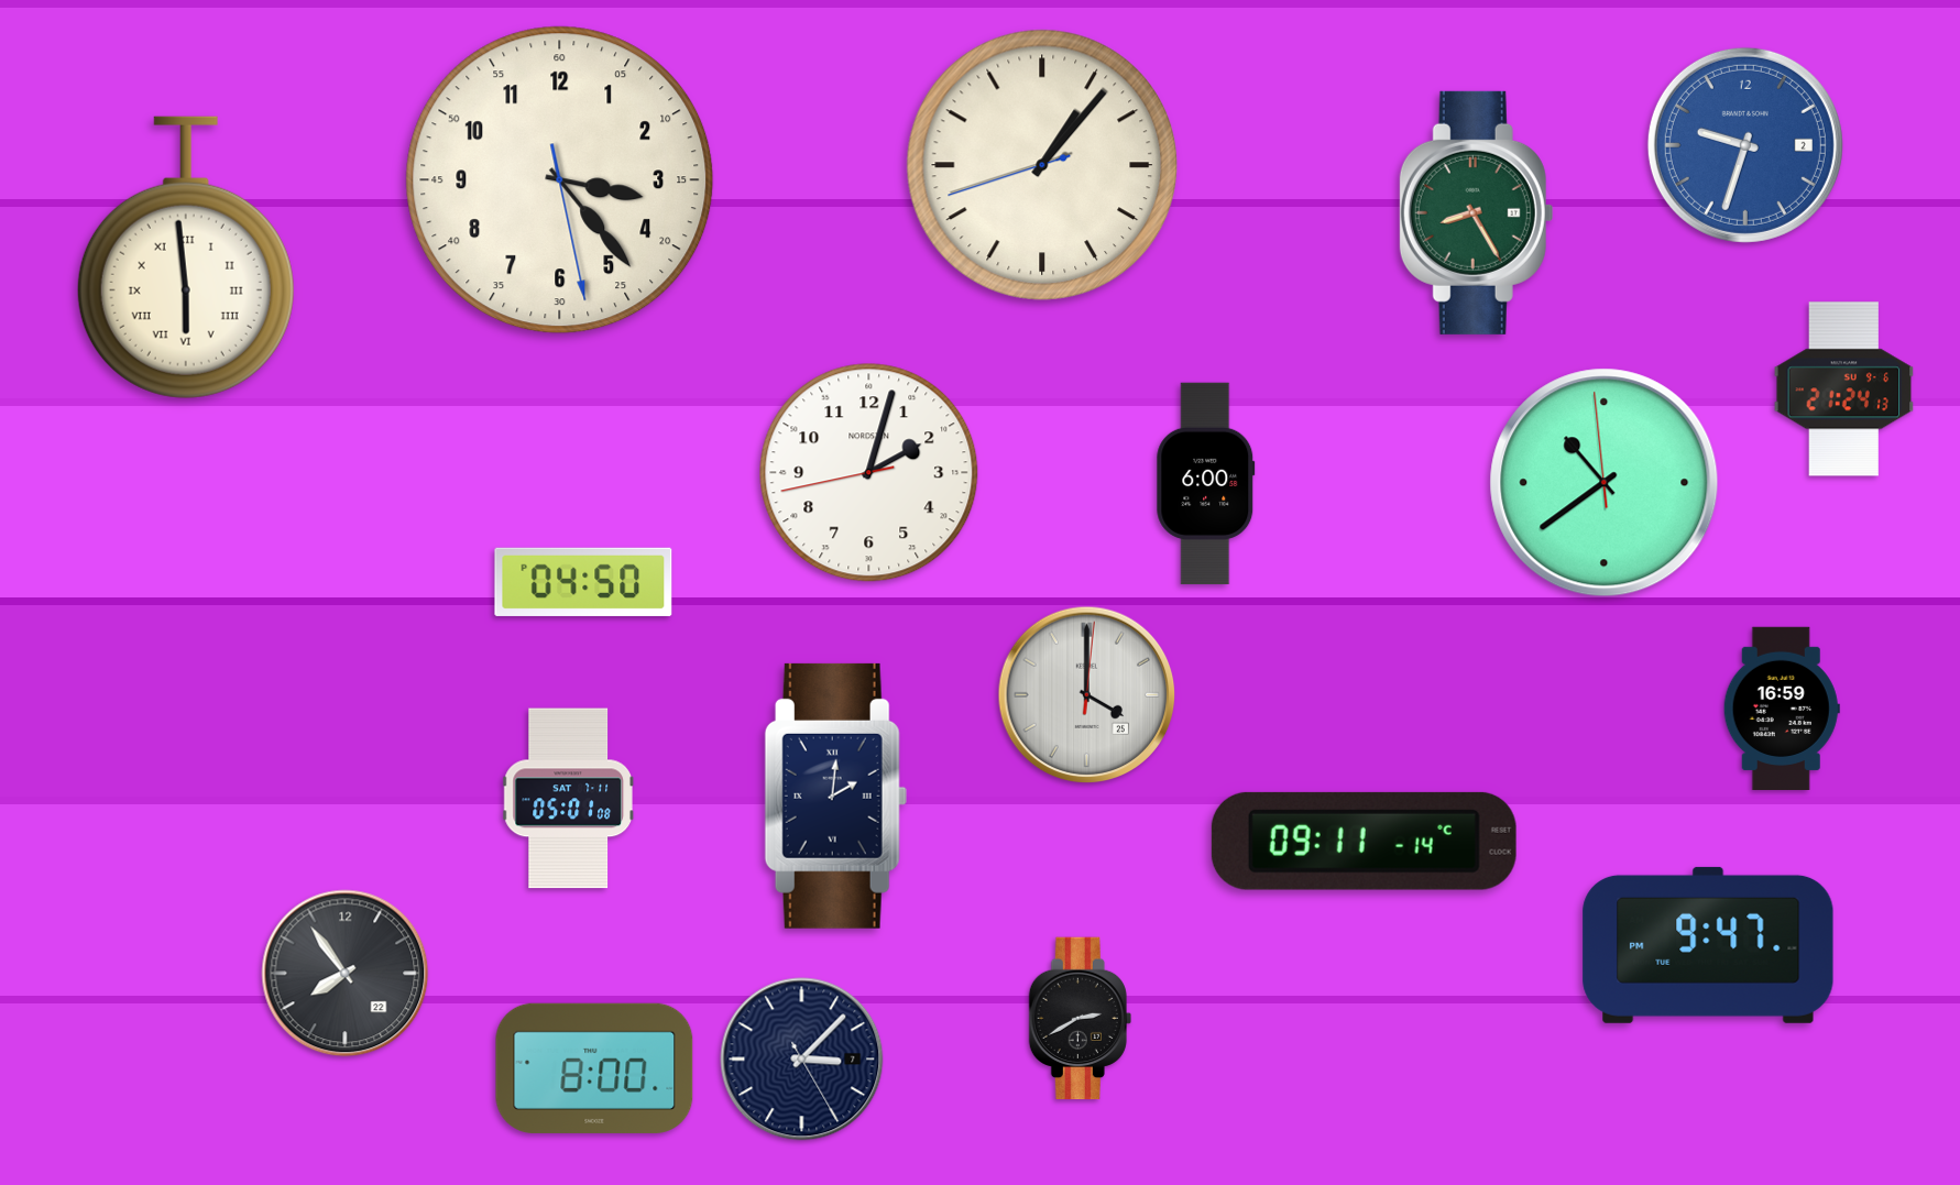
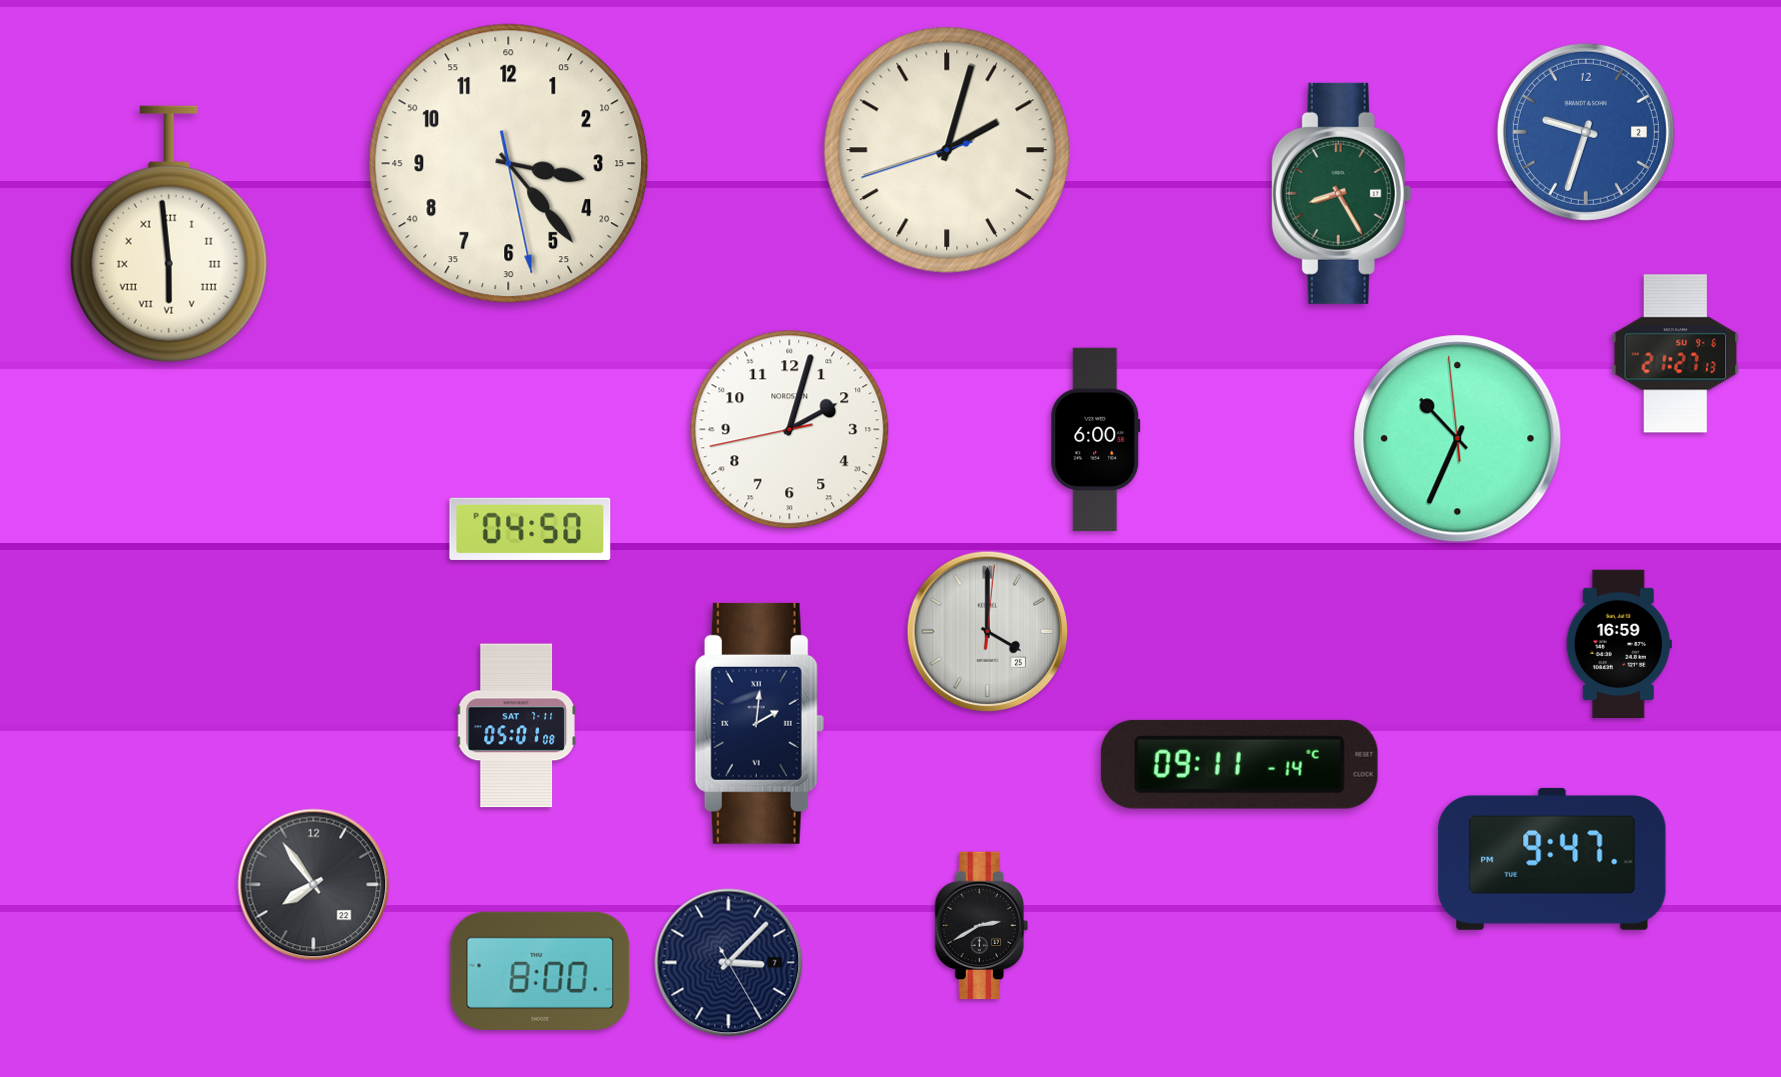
clock at (1042, 165): 1:06 -> 2:02
clock at (1844, 389): 21:24 -> 21:27
clock at (1605, 483): 10:38 -> 10:33
